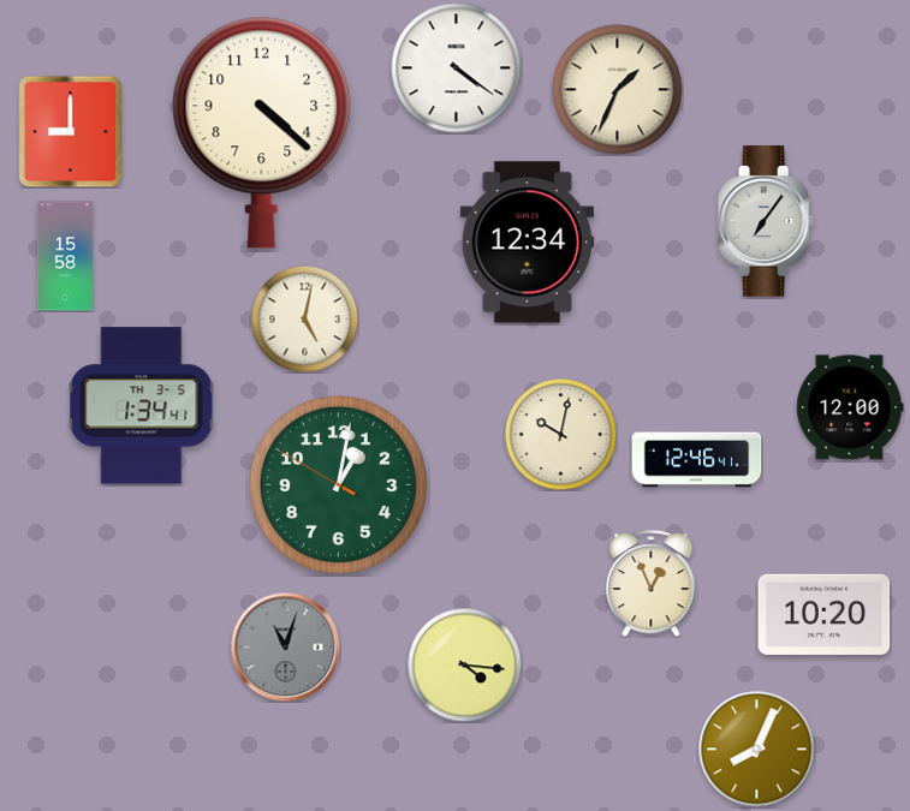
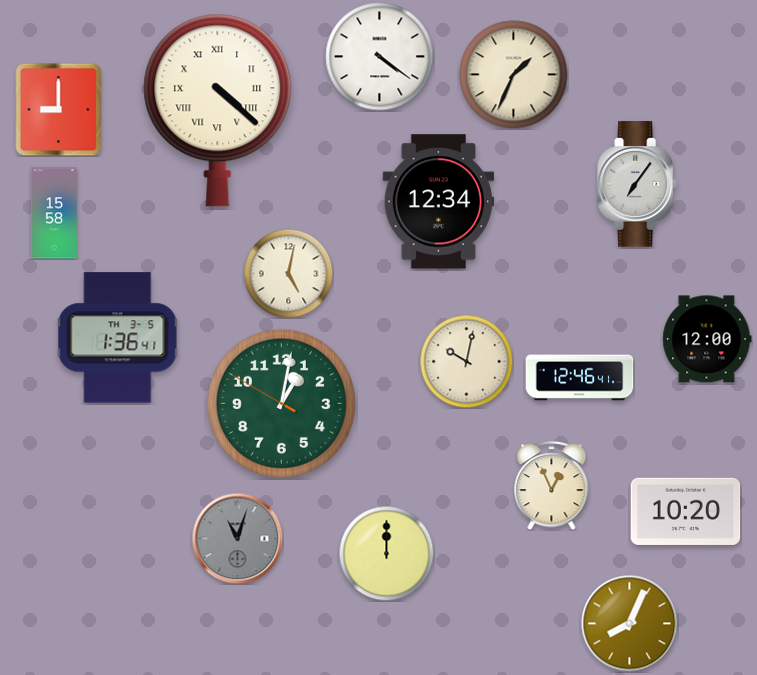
clock at (262, 132) numerals: Arabic -> Roman
clock at (304, 318) position: (304, 318) -> (288, 273)
clock at (142, 406): 1:34 -> 1:36
clock at (697, 460) position: (697, 460) -> (580, 378)
clock at (652, 584) position: (652, 584) -> (552, 486)
clock at (464, 664): 4:16 -> 12:00
